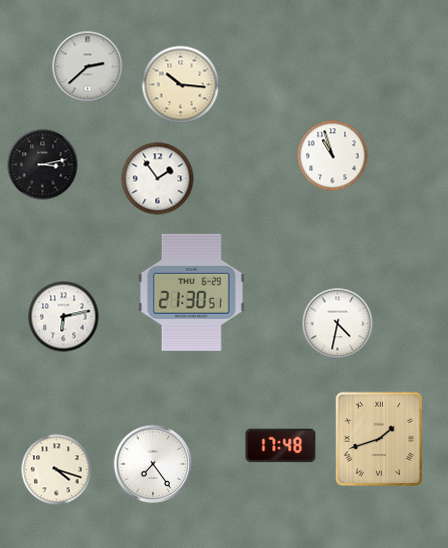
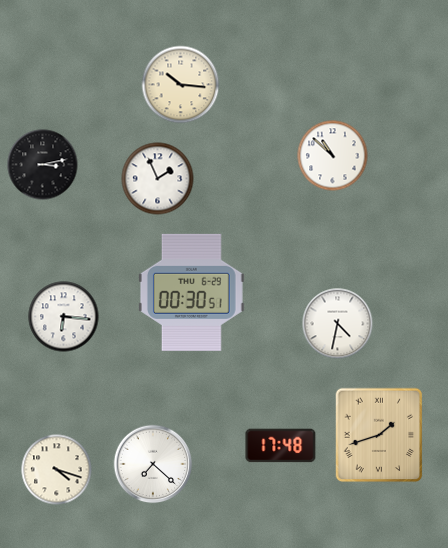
clock at (88, 67): 2:38 -> none
clock at (333, 156): 10:57 -> 10:52
clock at (158, 179): 1:54 -> 1:56
clock at (191, 292): 21:30 -> 00:30
clock at (64, 317): 6:13 -> 6:16
clock at (379, 439) position: (379, 439) -> (379, 435)
clock at (153, 464): 7:24 -> 7:22
